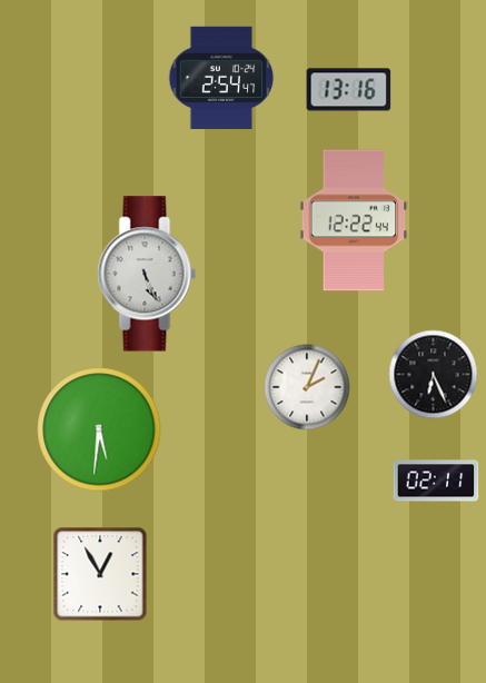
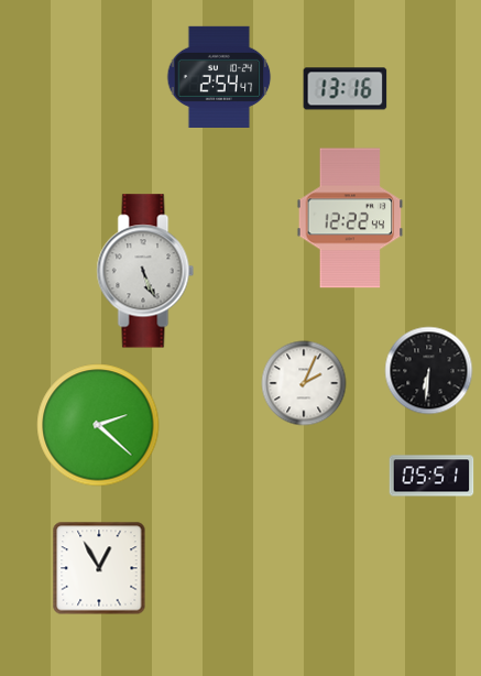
clock at (434, 375): 6:26 -> 6:31
clock at (99, 429): 5:31 -> 2:22
clock at (436, 481): 02:11 -> 05:51
